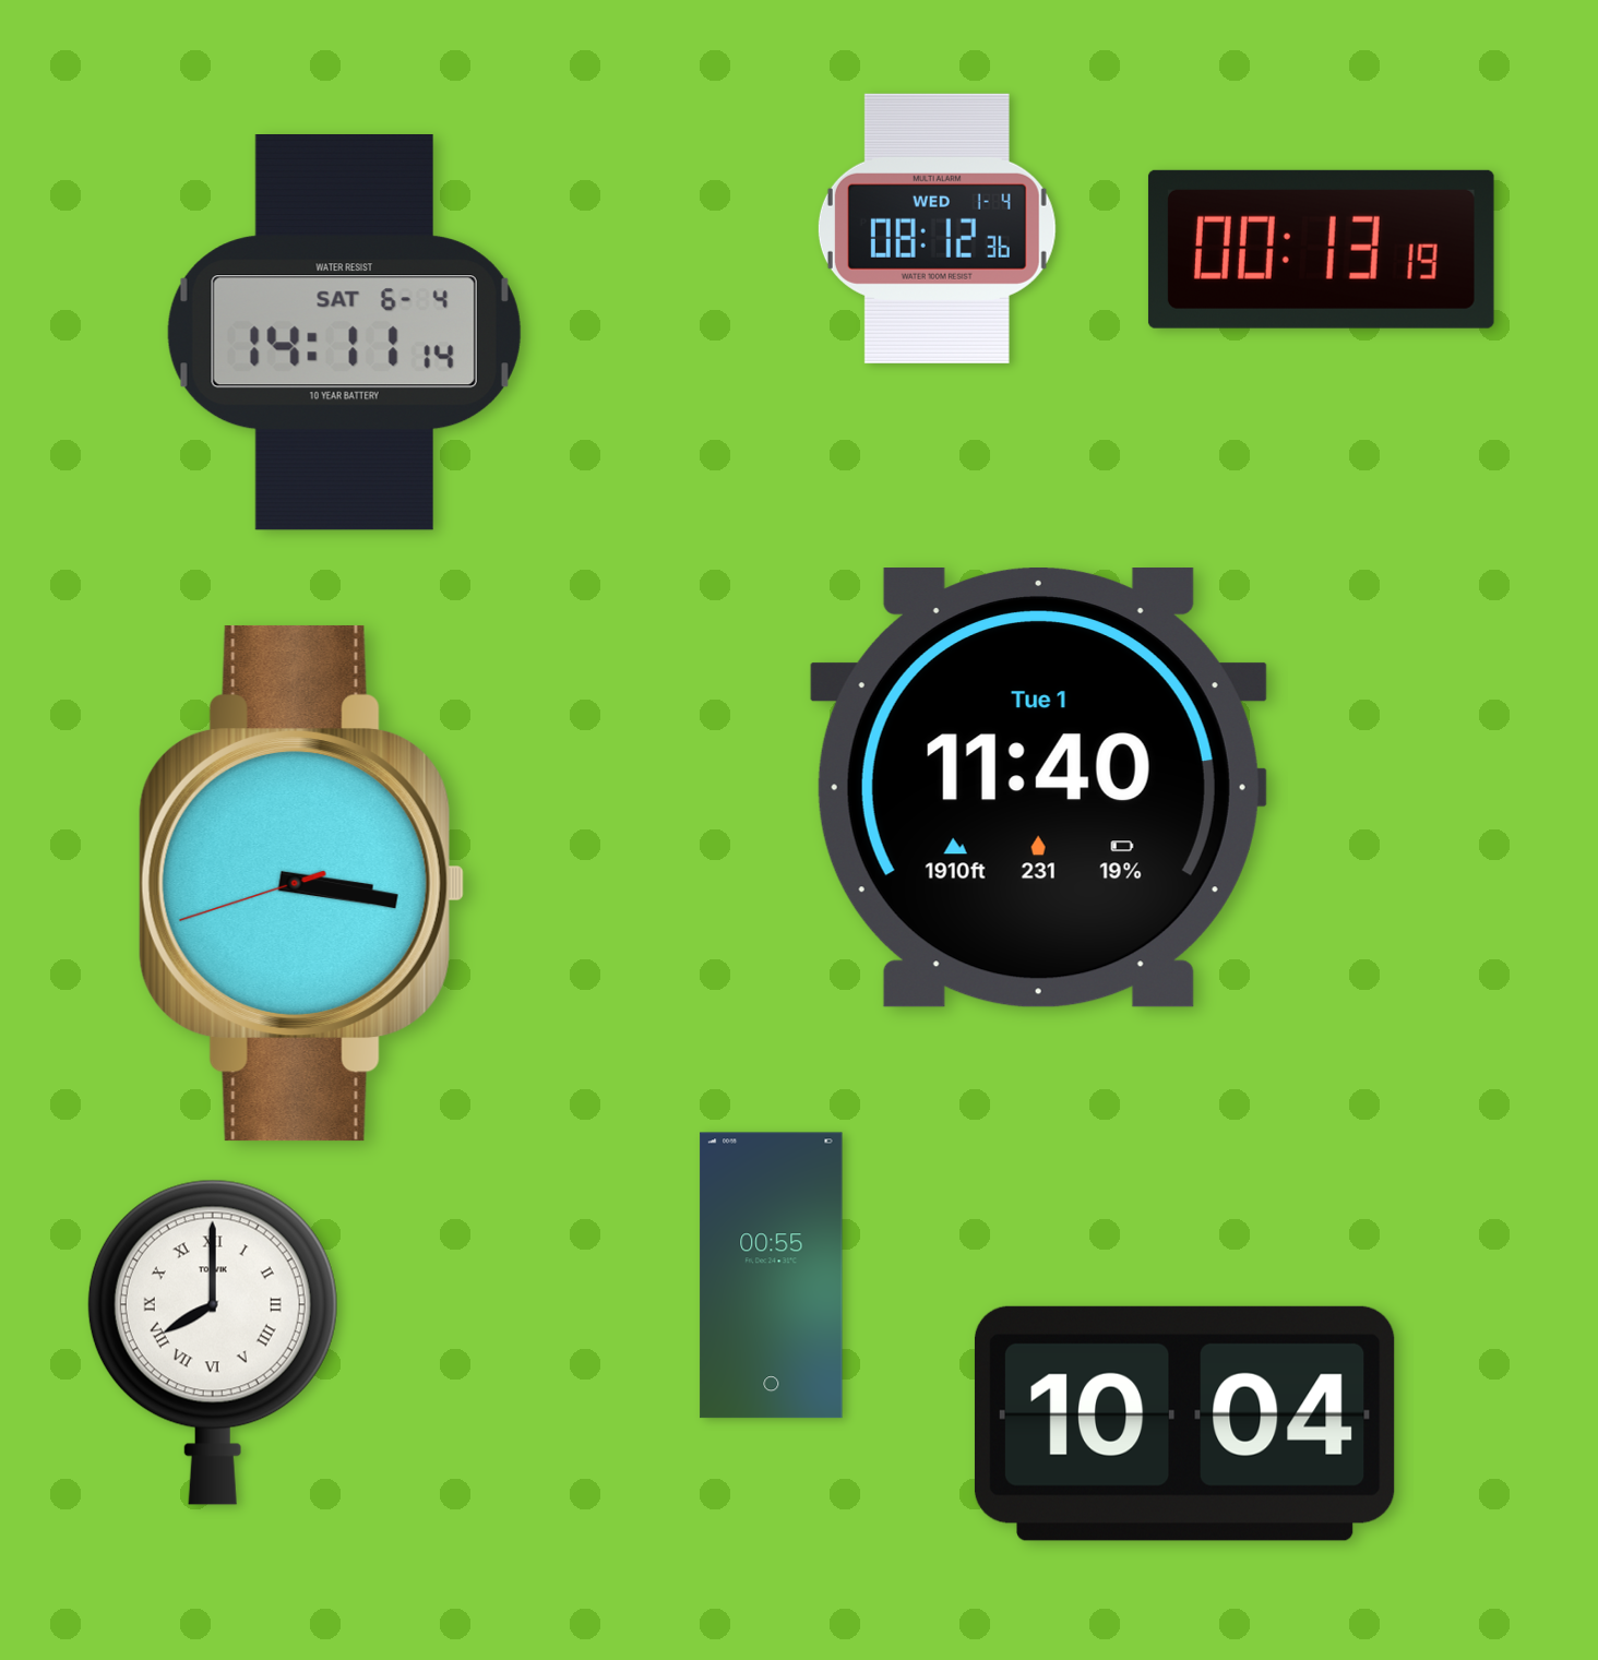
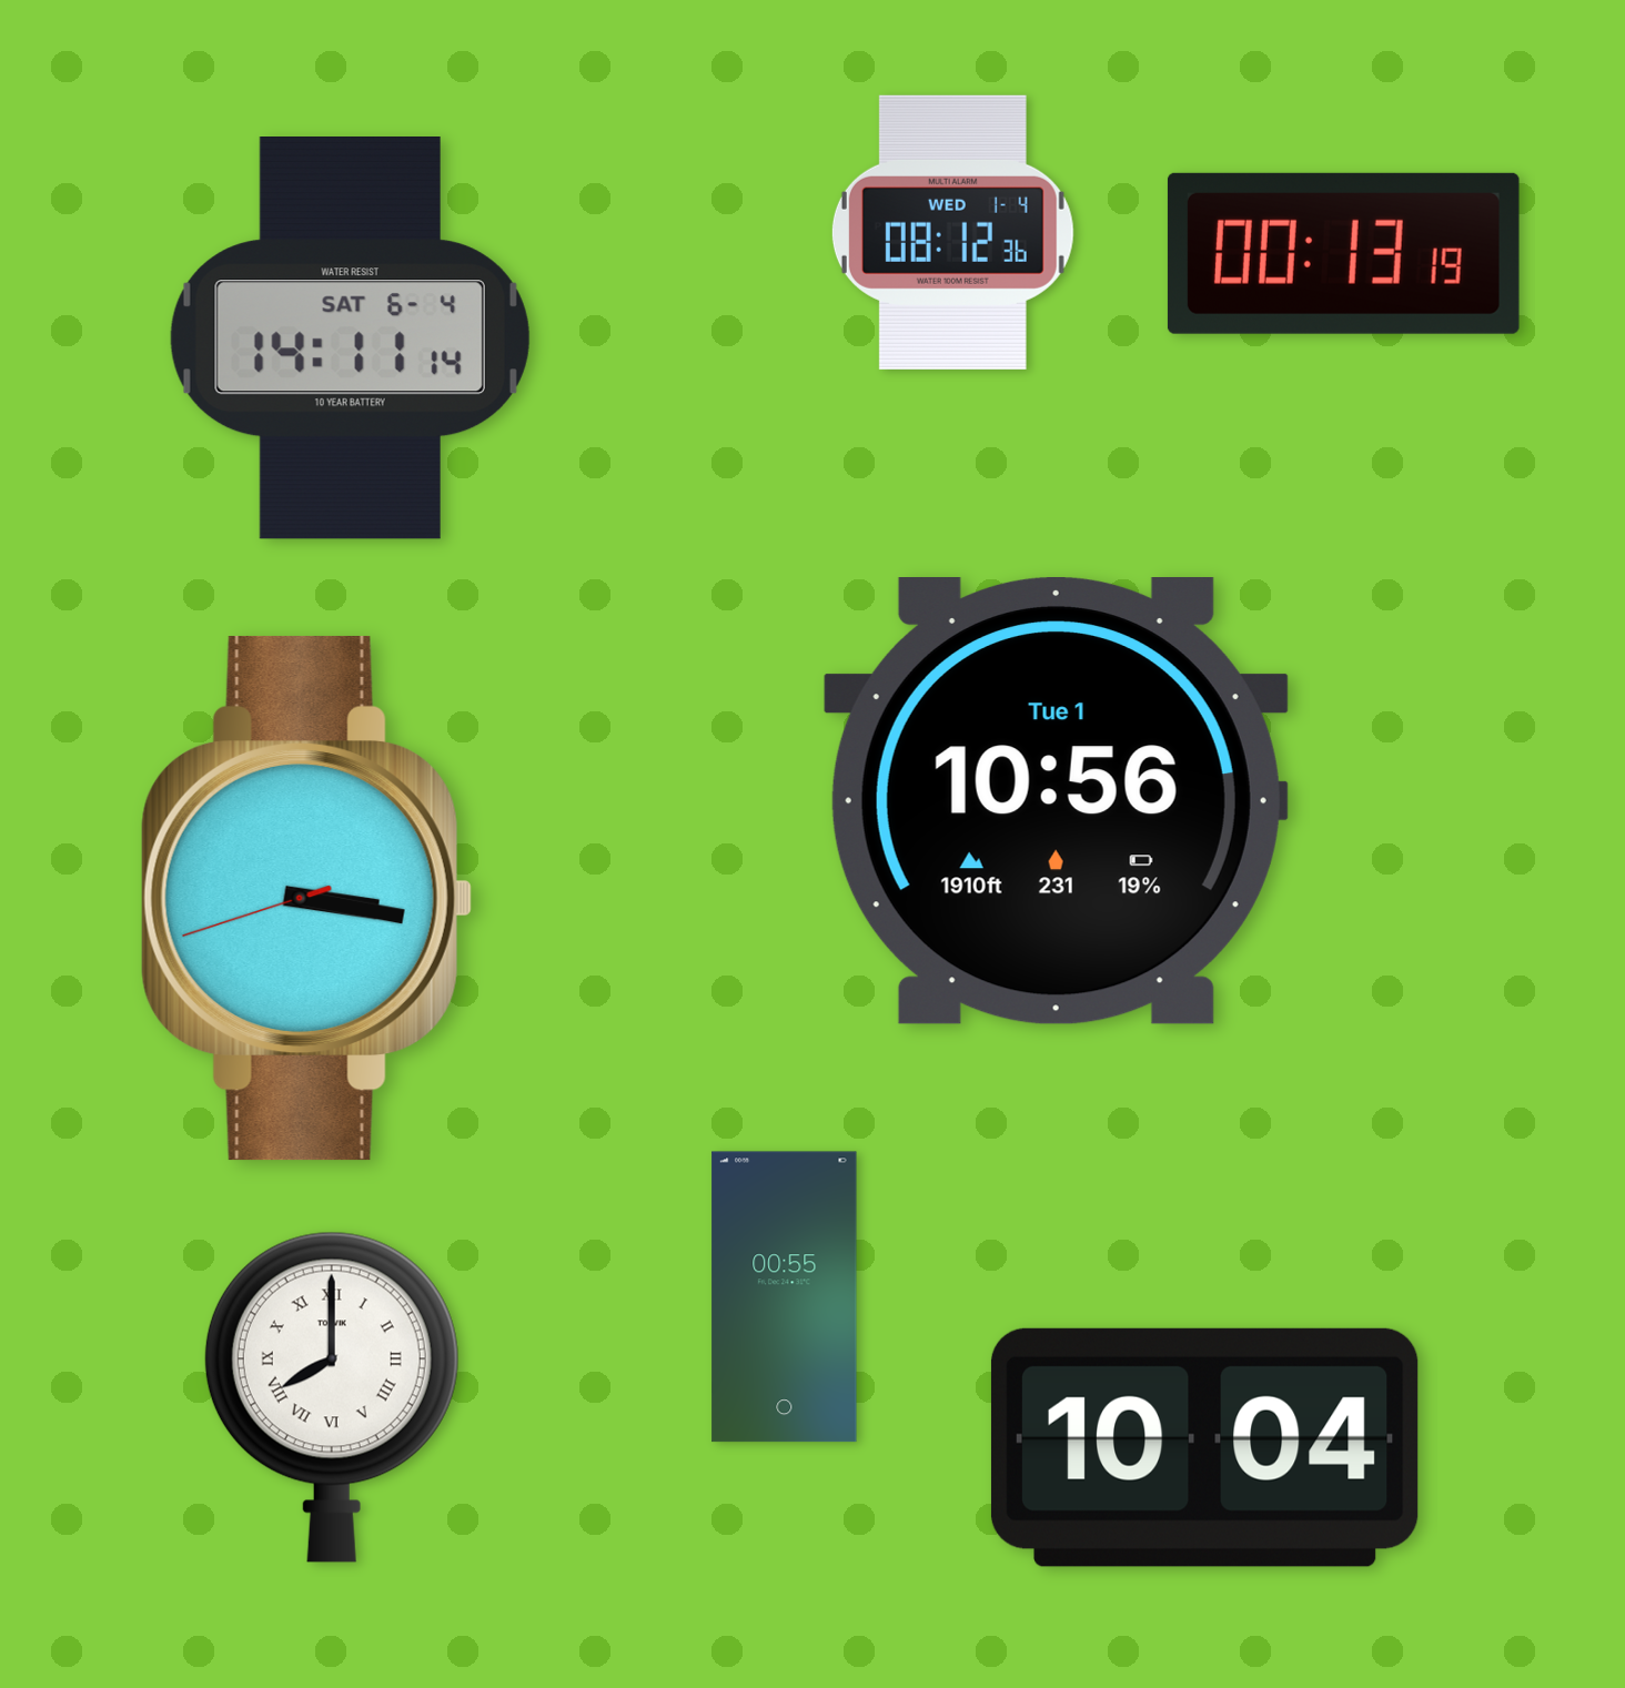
clock at (1038, 788): 11:40 -> 10:56
clock at (213, 1342) position: (213, 1342) -> (332, 1397)
